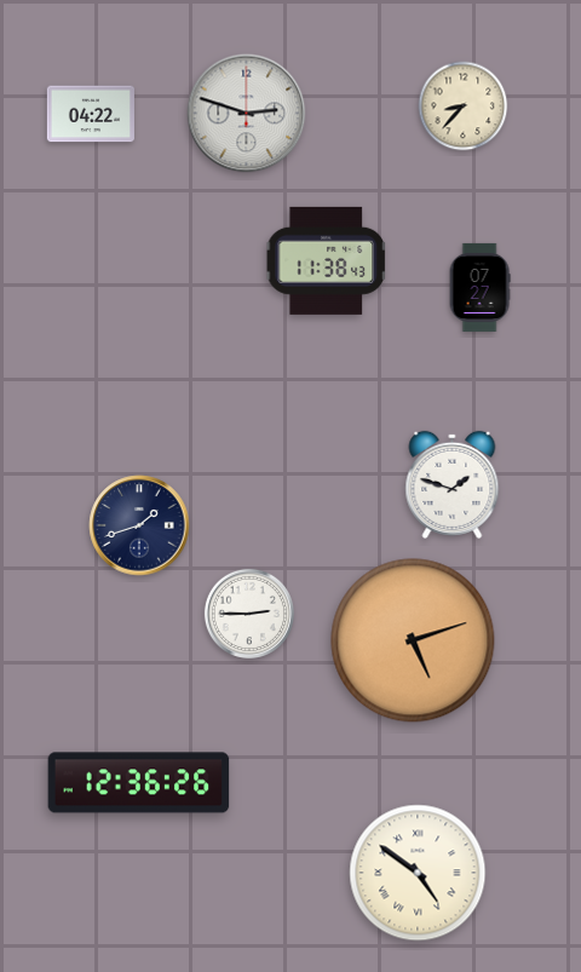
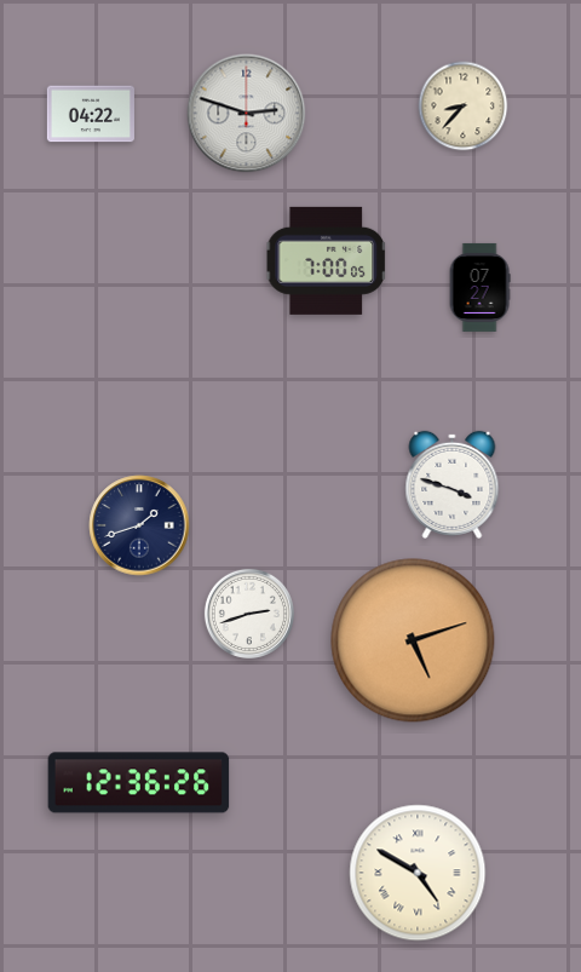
clock at (326, 260): 11:38 -> 7:00
clock at (453, 484): 1:48 -> 3:48
clock at (249, 614): 2:45 -> 2:42
clock at (418, 873): 4:51 -> 4:50
